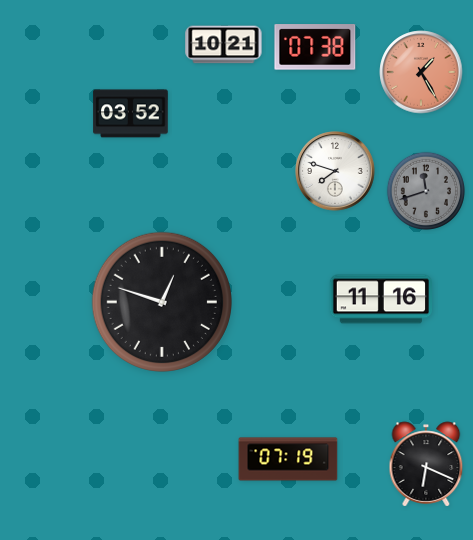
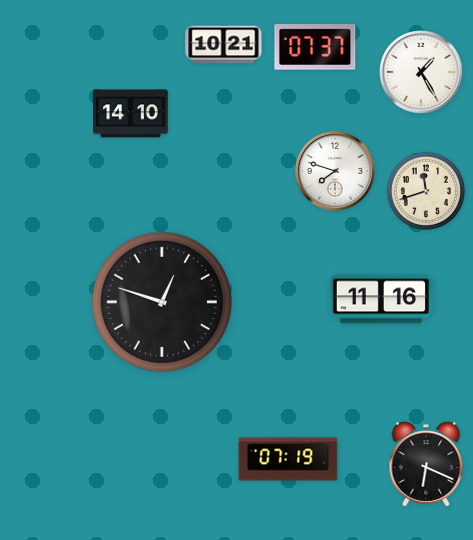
clock at (315, 47): 07:38 -> 07:37
clock at (421, 72) dial: salmon -> white
clock at (131, 114): 03:52 -> 14:10
clock at (425, 190) dial: grey -> cream
